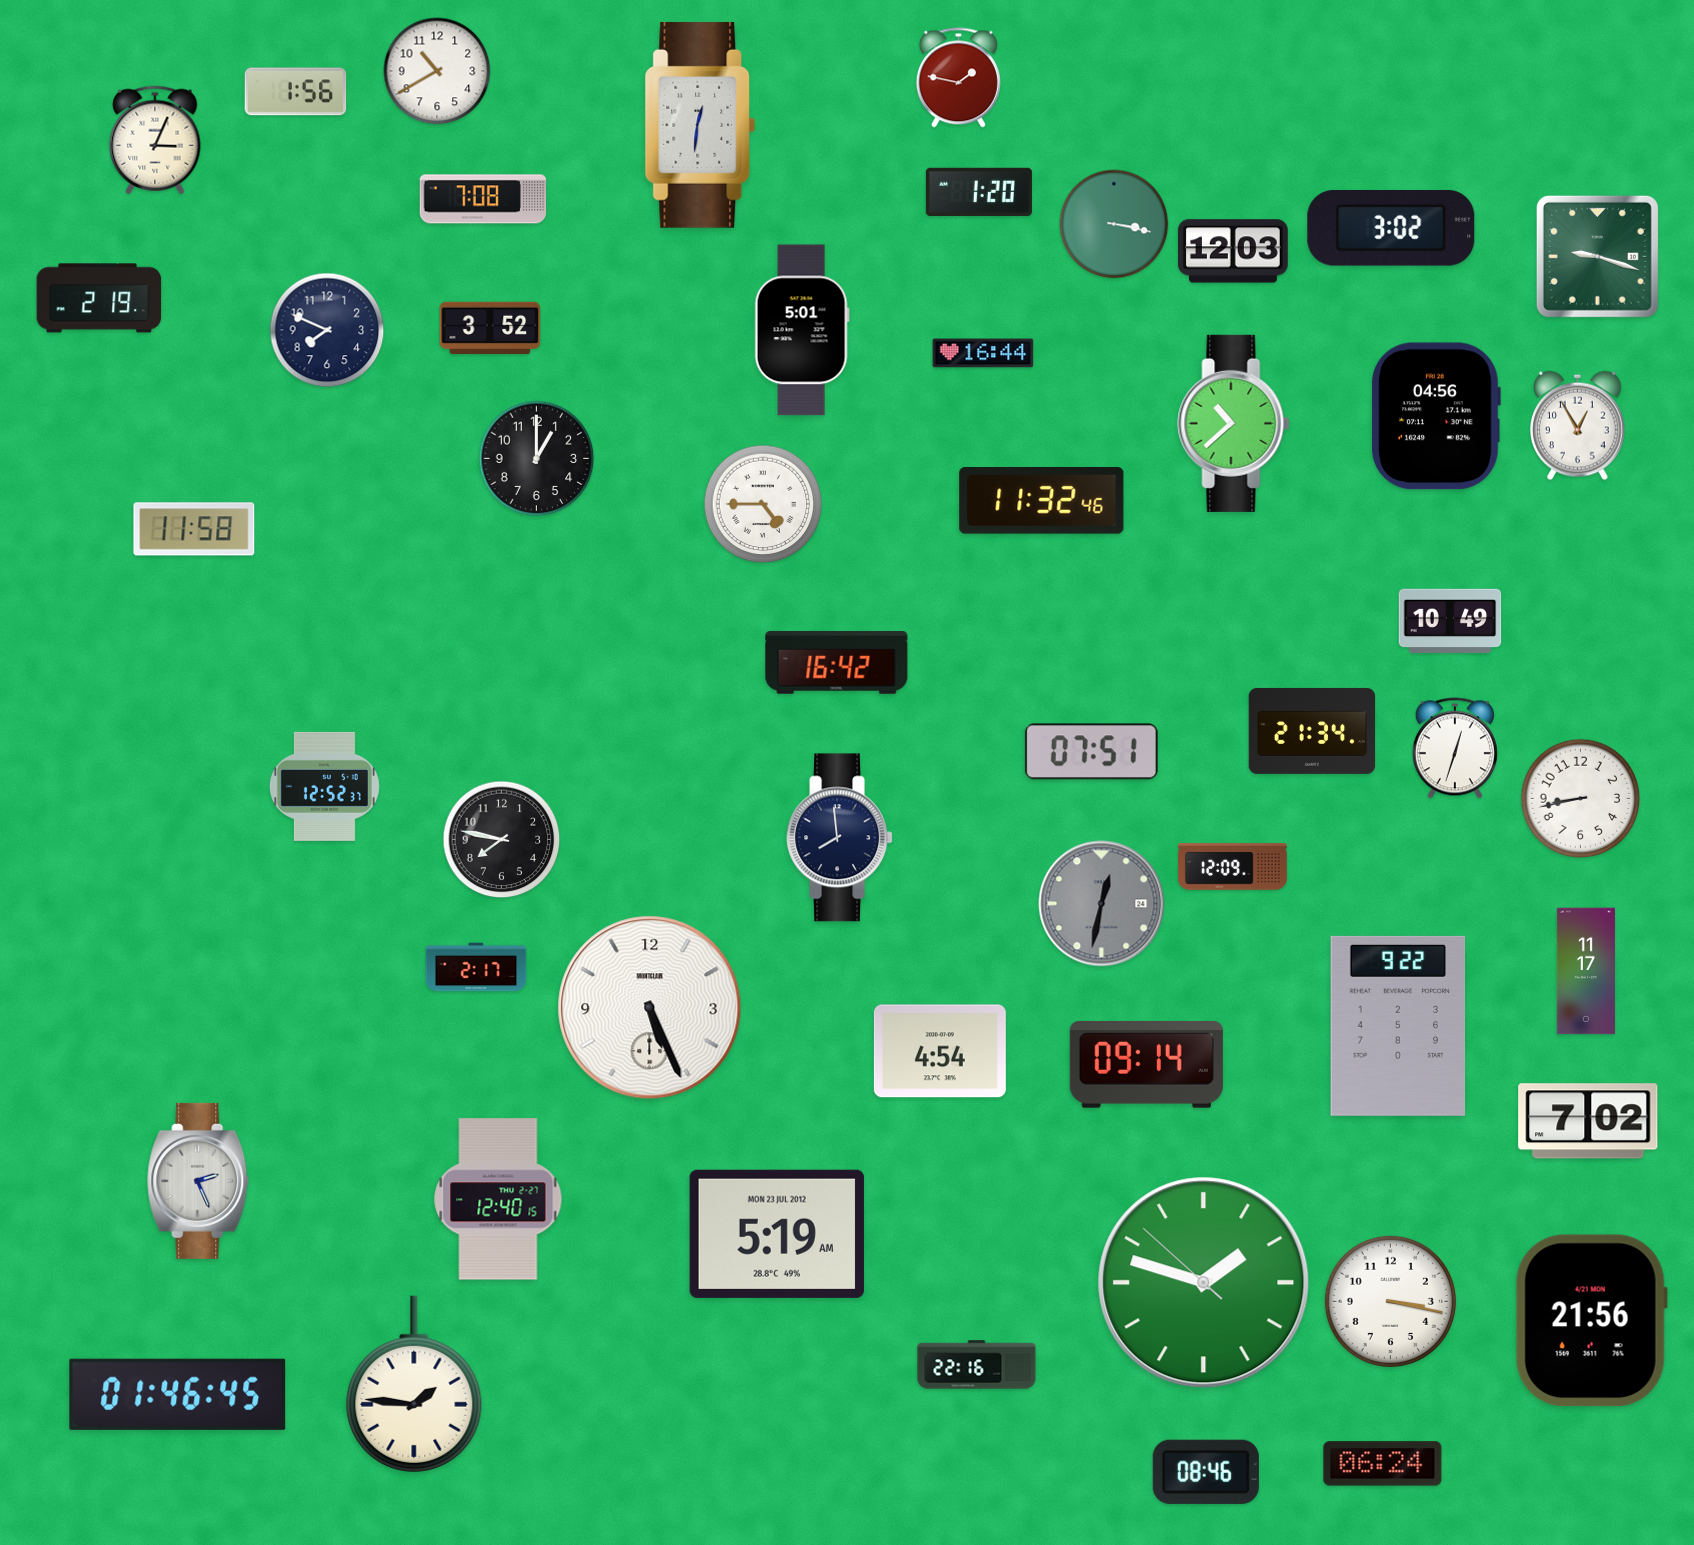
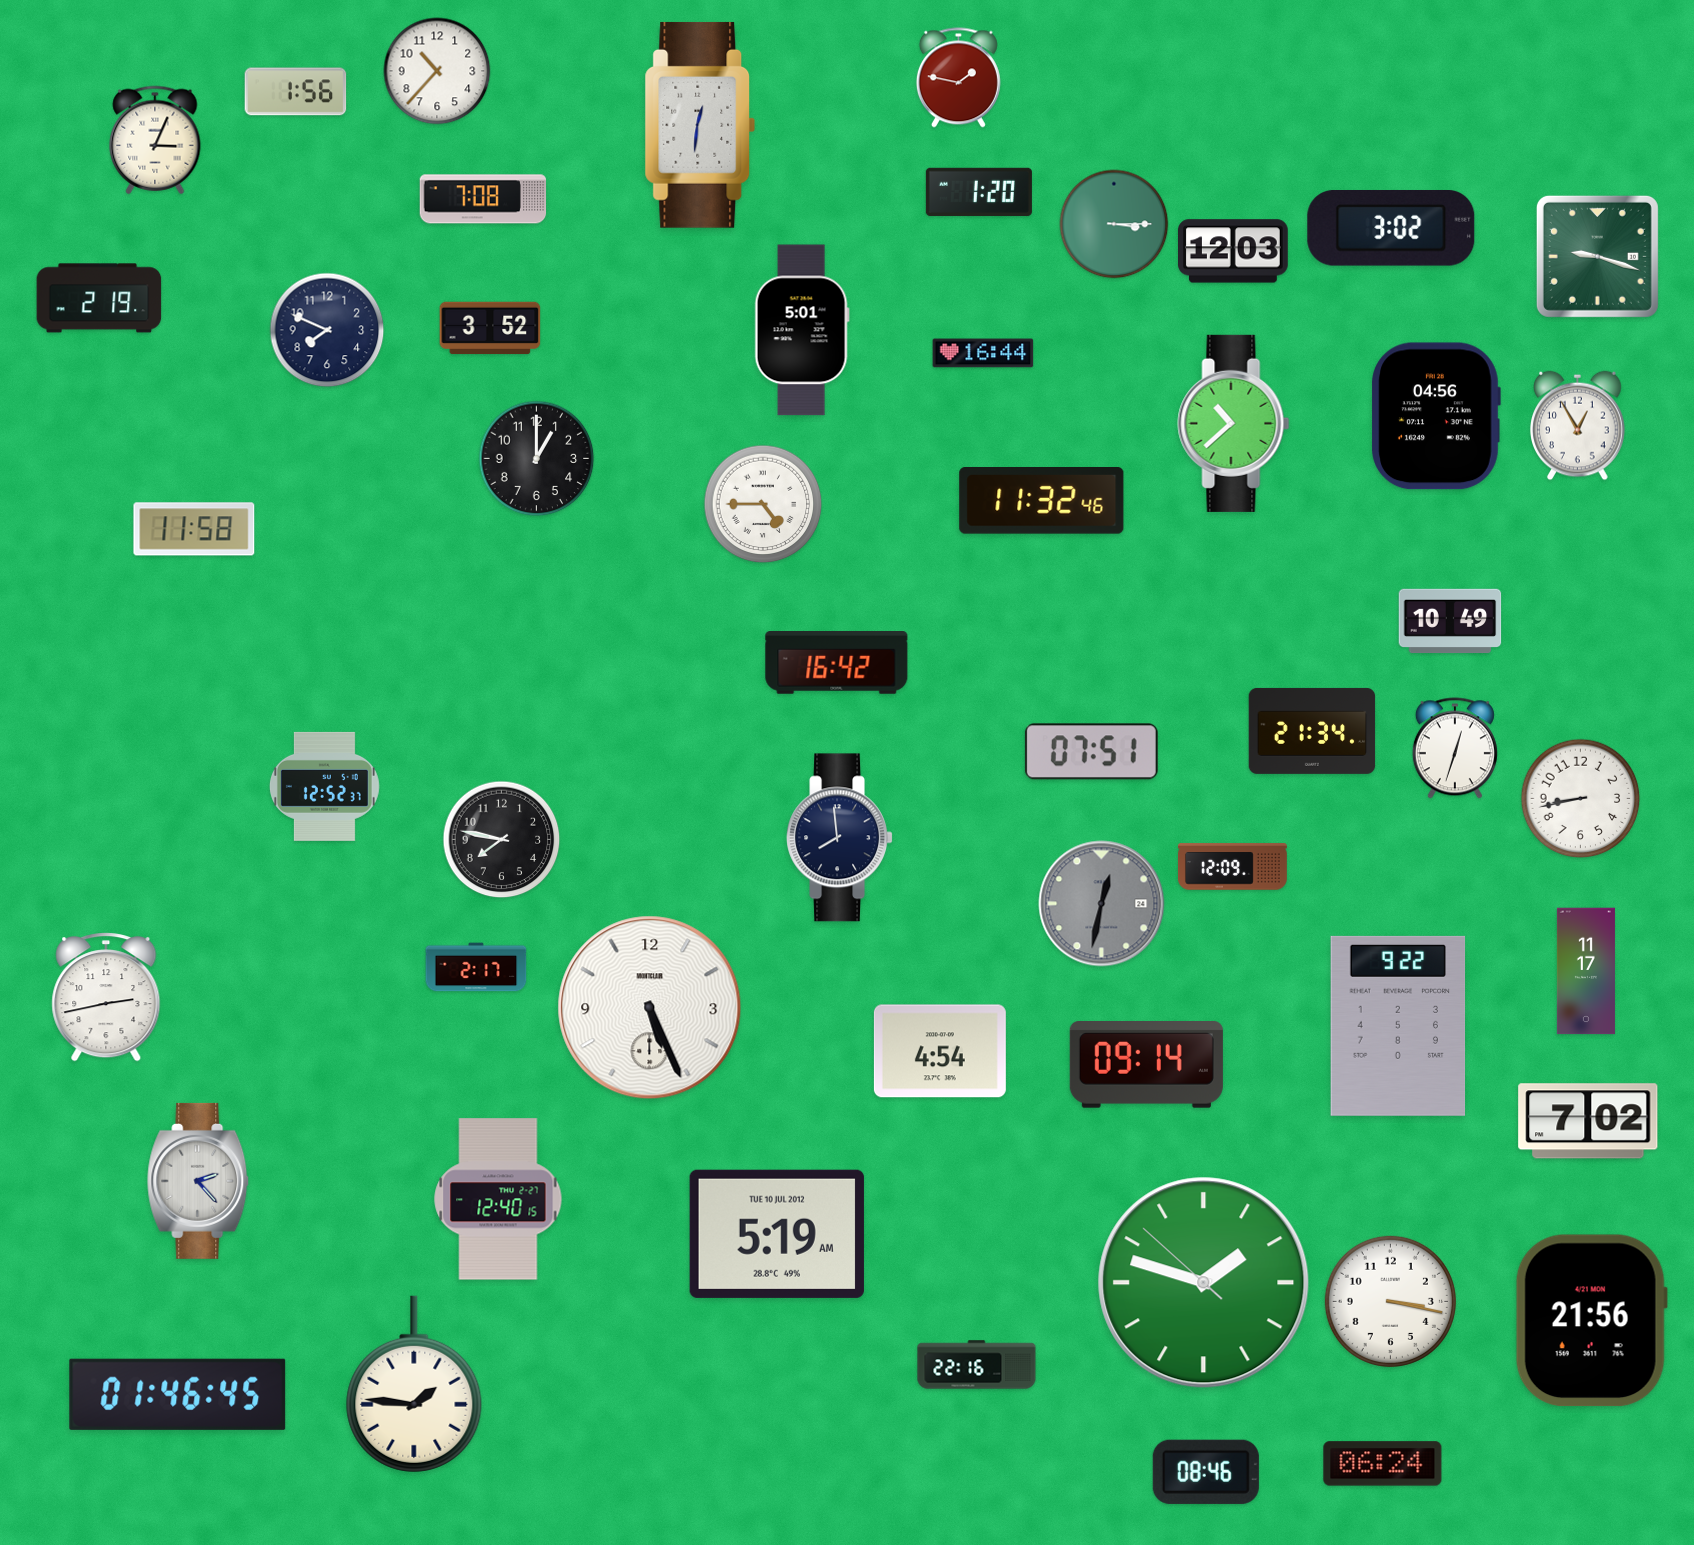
clock at (437, 71): 10:40 -> 10:37
clock at (1114, 224): 3:17 -> 3:15
clock at (106, 997): none -> 2:43
clock at (199, 1181): 2:26 -> 2:23
clock at (777, 1234) date: MON 23 JUL 2012 -> TUE 10 JUL 2012
